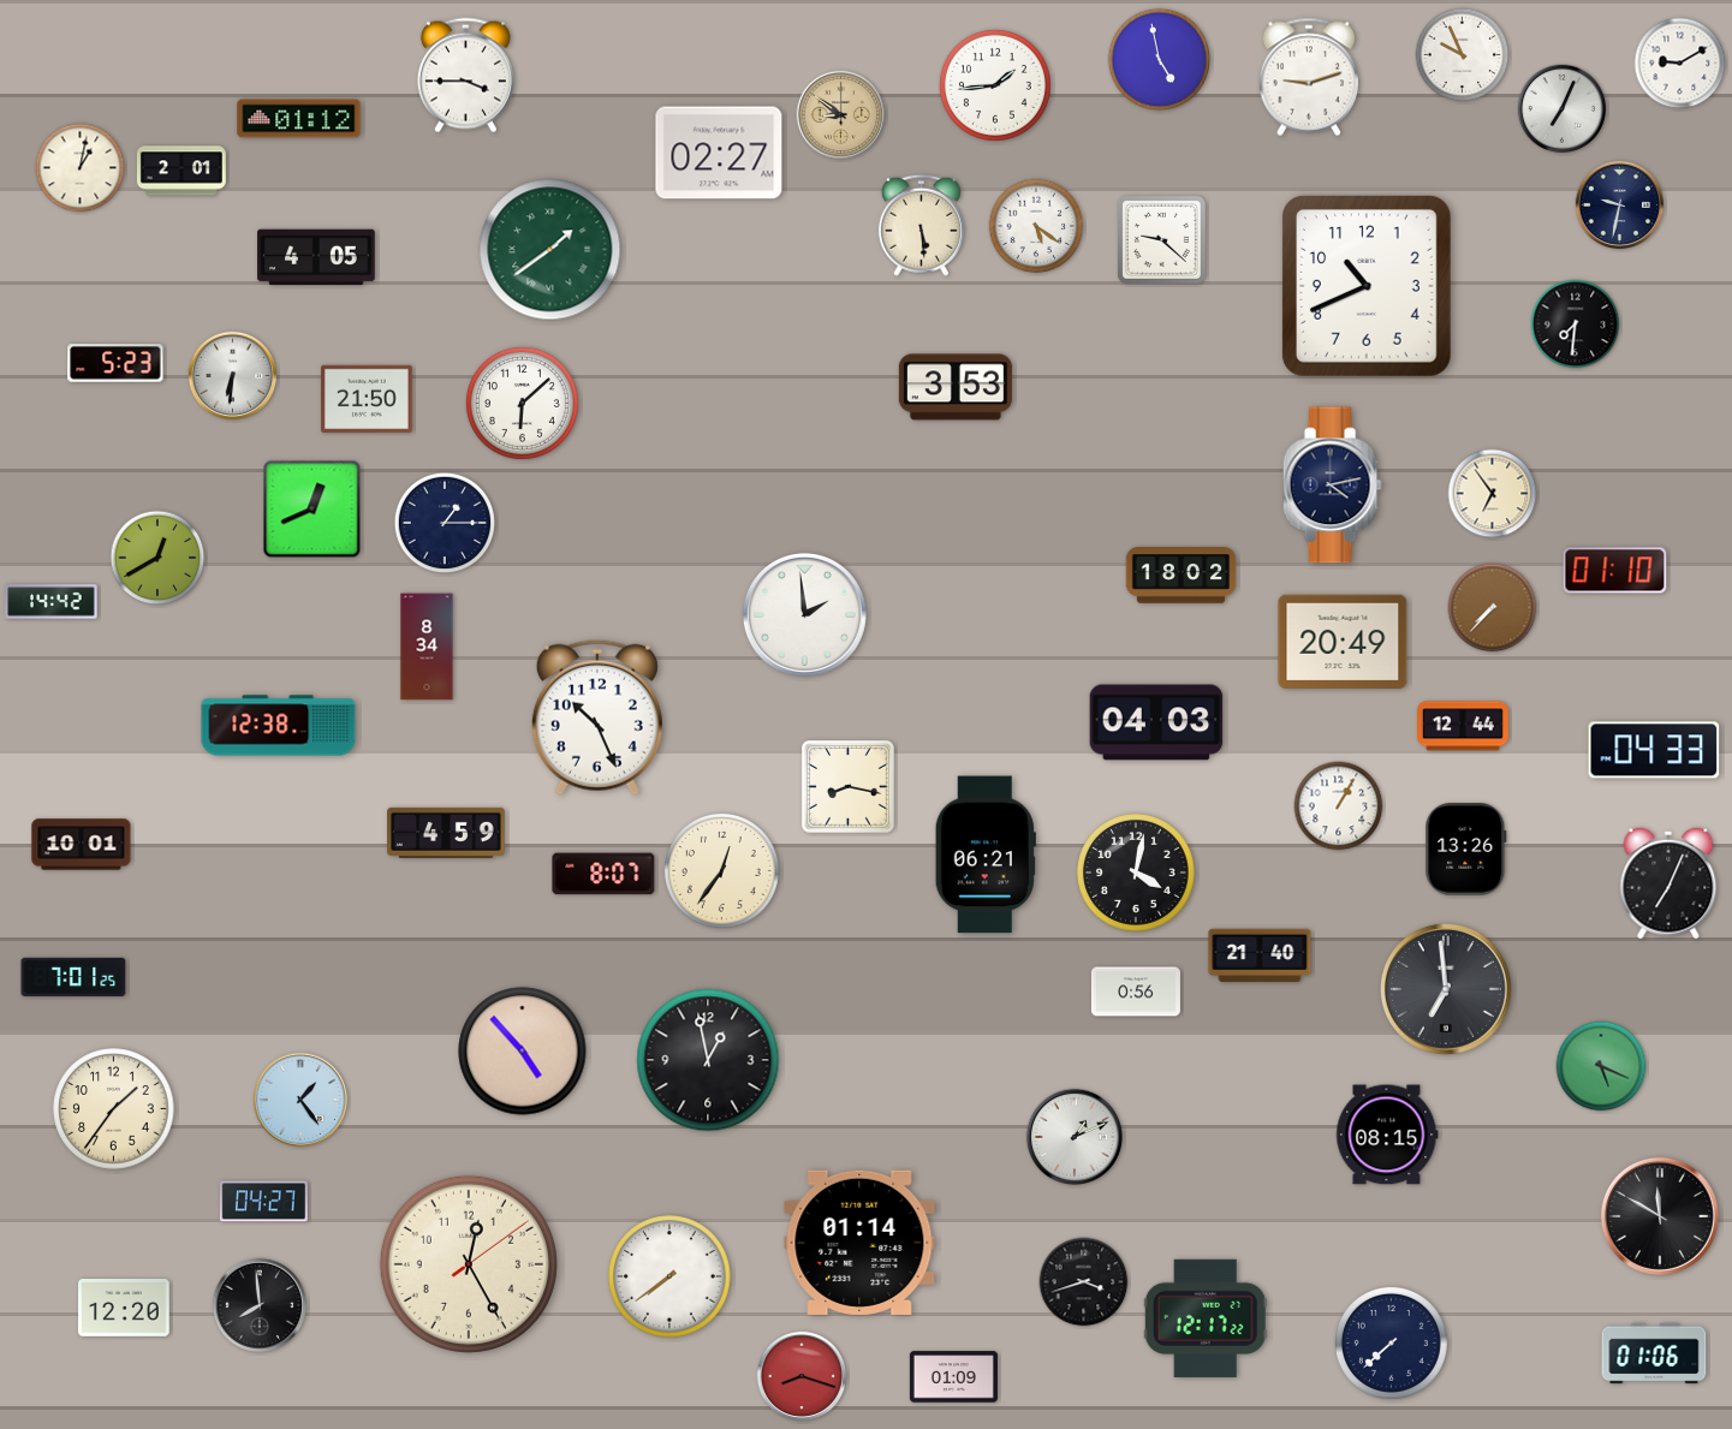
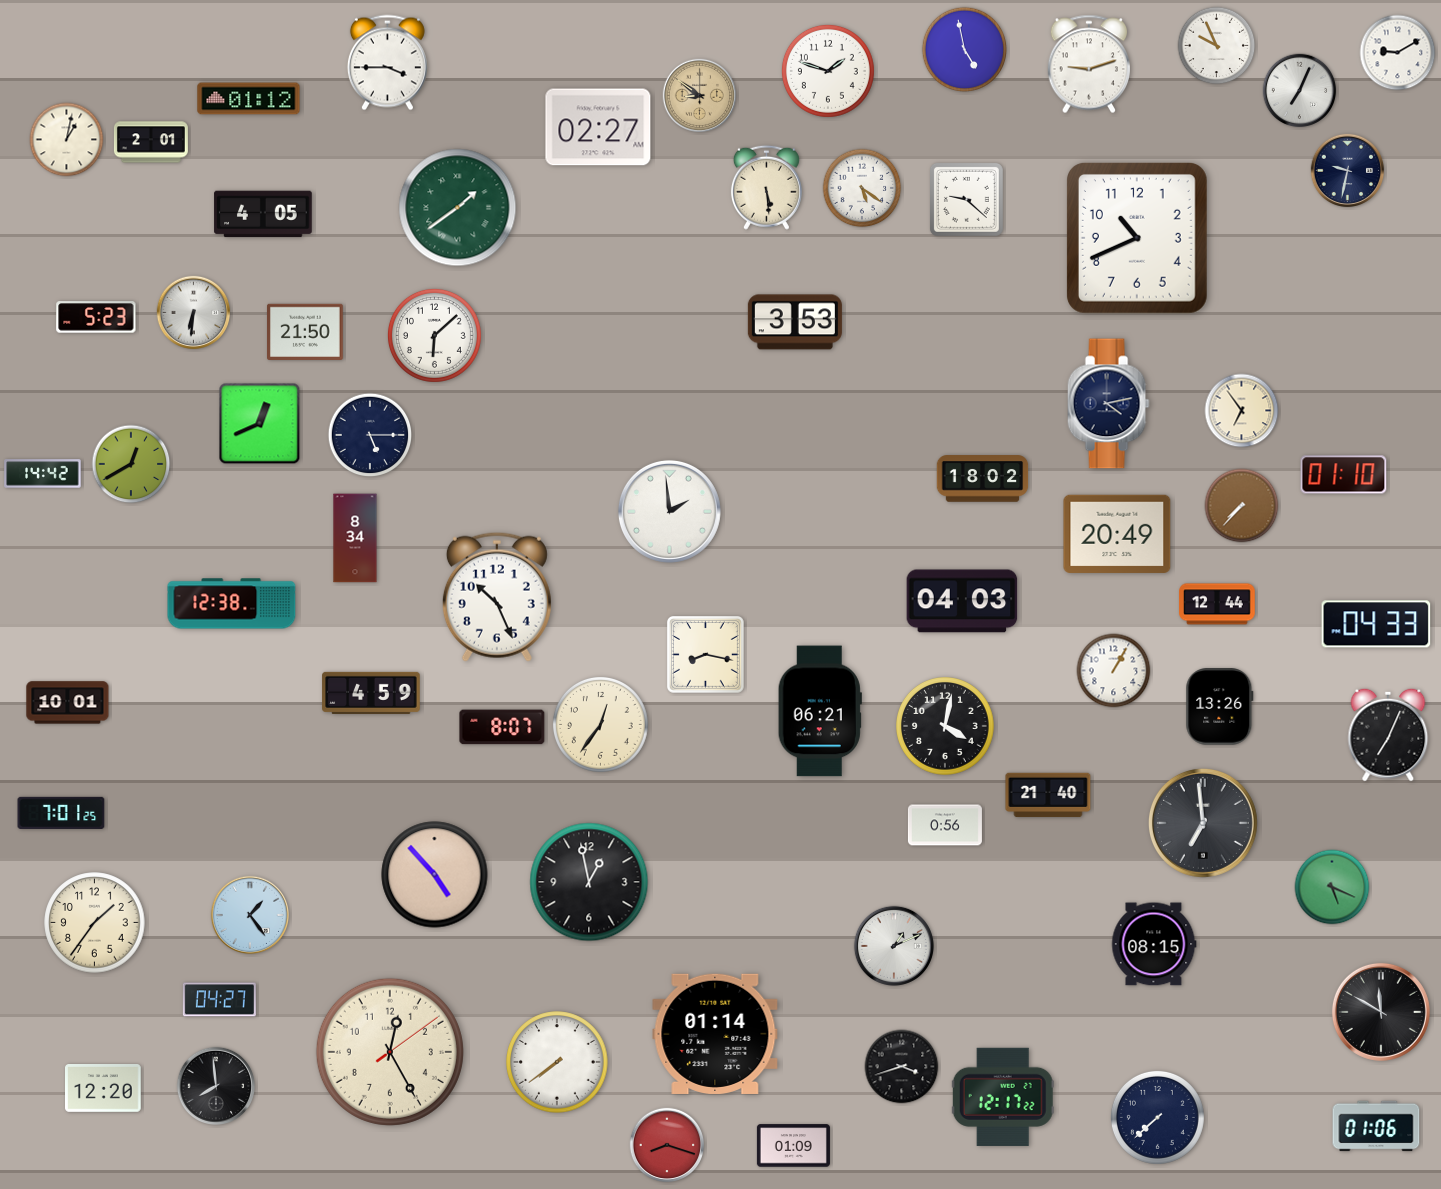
clock at (995, 85): 1:44 -> 1:48
clock at (1576, 324): 7:31 -> none
clock at (115, 363) position: (115, 363) -> (96, 317)
clock at (445, 523): 1:15 -> 5:15
clock at (52, 602) position: (52, 602) -> (43, 474)
